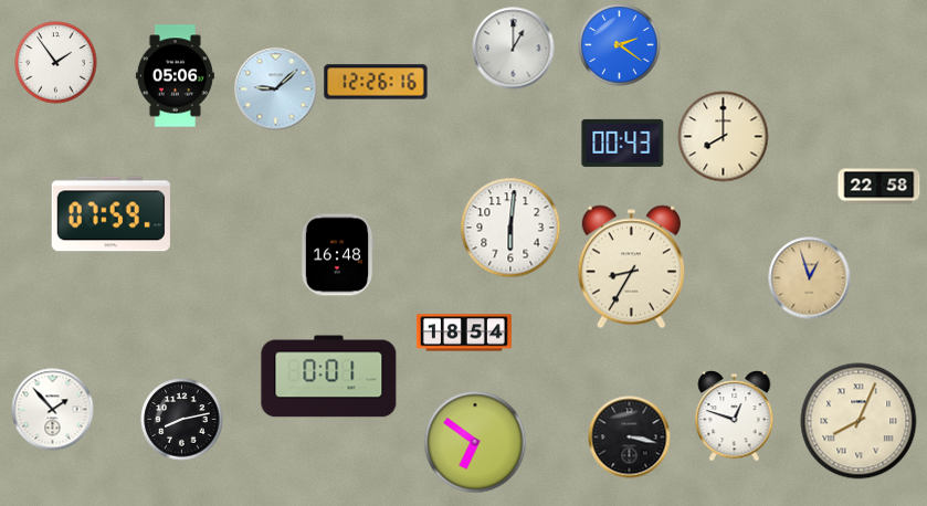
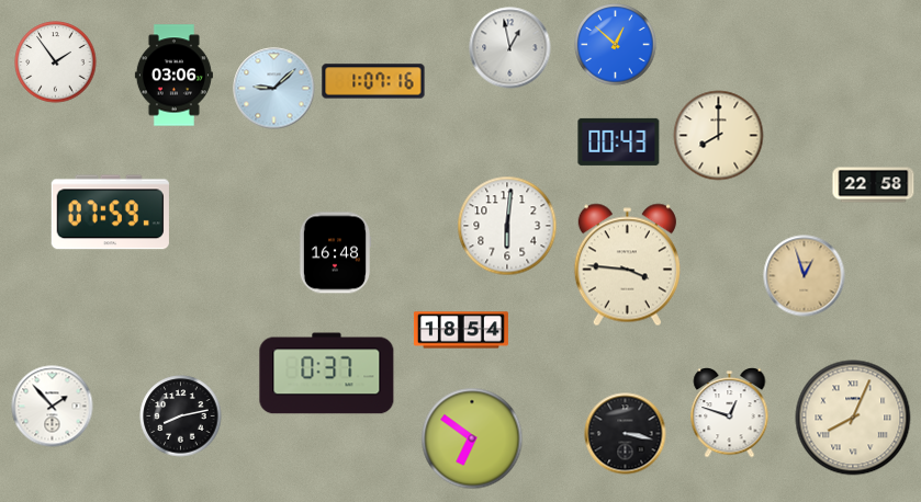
clock at (620, 45): 2:21 -> 12:52
clock at (514, 49): 1:00 -> 12:58
clock at (175, 76): 05:06 -> 03:06
clock at (376, 82): 12:26 -> 1:07
clock at (631, 267): 8:35 -> 3:46
clock at (329, 377): 0:01 -> 0:37
